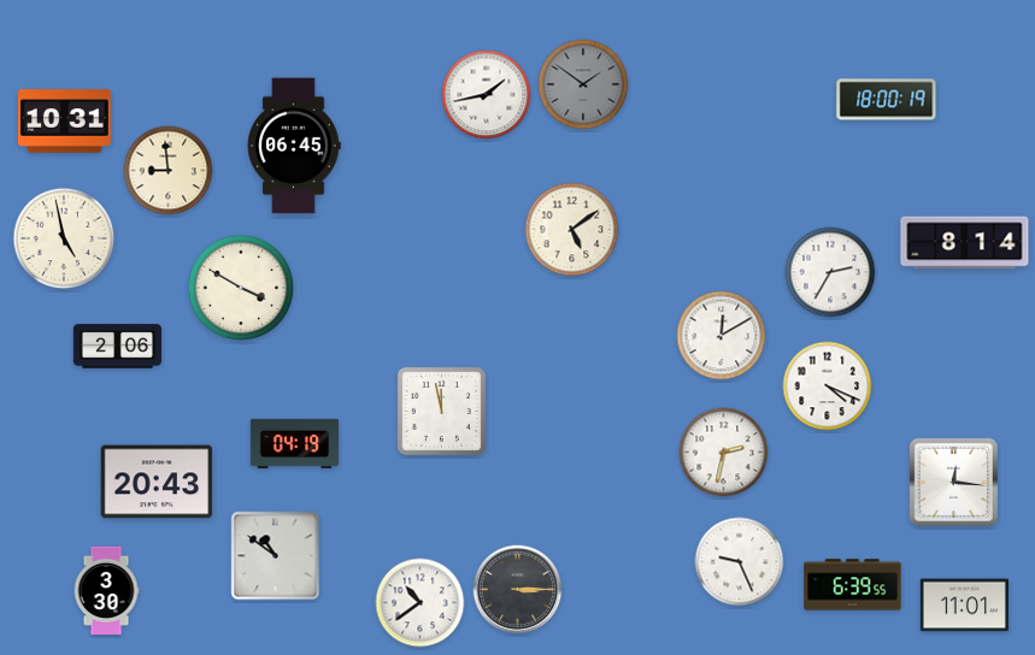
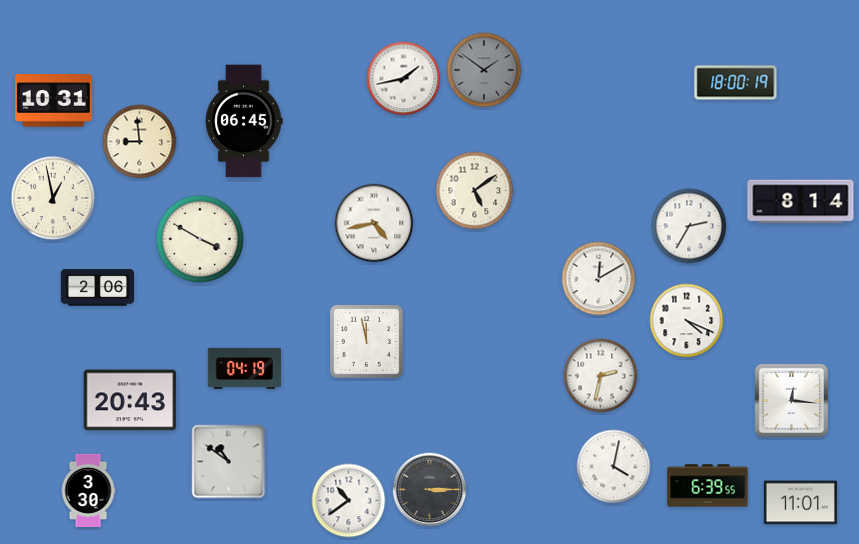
clock at (64, 238): 4:58 -> 12:58
clock at (374, 223): none -> 4:43
clock at (740, 562): 9:26 -> 4:02
